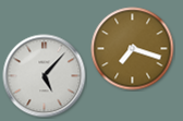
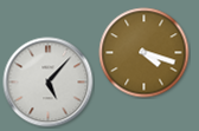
clock at (133, 49): 7:18 -> 4:18
